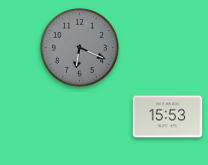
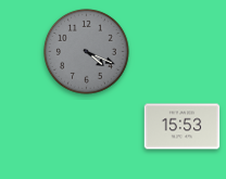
clock at (79, 47): 6:19 -> 4:19
